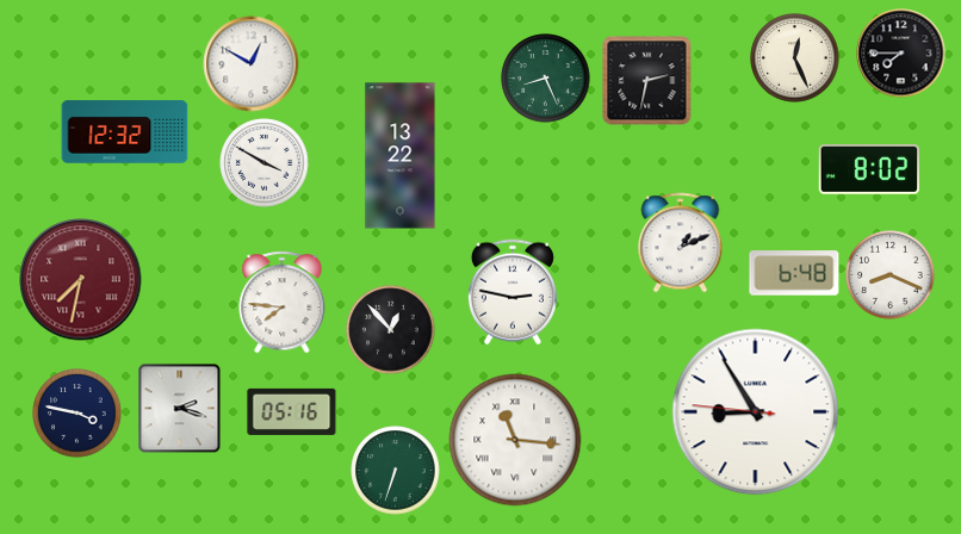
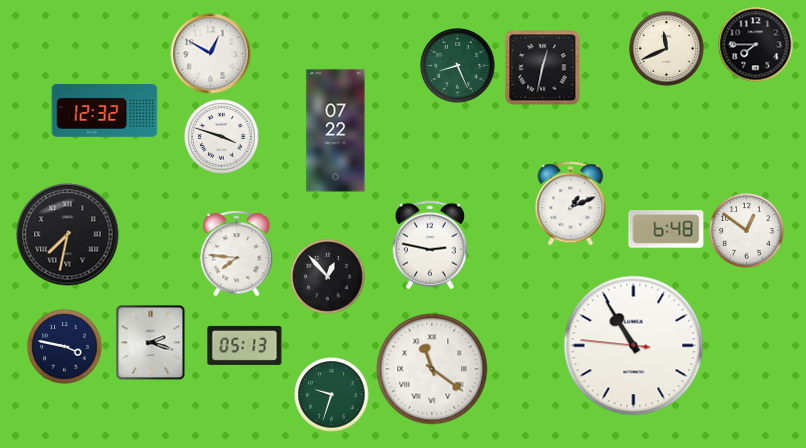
clock at (795, 58): 12:26 -> 11:41
clock at (647, 81): 2:32 -> 12:32
clock at (401, 156): 13:22 -> 07:22
clock at (265, 163): 3:50 -> 3:48
clock at (869, 170): 8:02 -> none
clock at (891, 275): 8:19 -> 12:51
clock at (81, 280) dial: burgundy -> black
clock at (292, 411): 05:16 -> 05:13
clock at (756, 412): 8:54 -> 10:54
clock at (515, 440): 11:16 -> 11:21
clock at (396, 471): 6:33 -> 9:33
